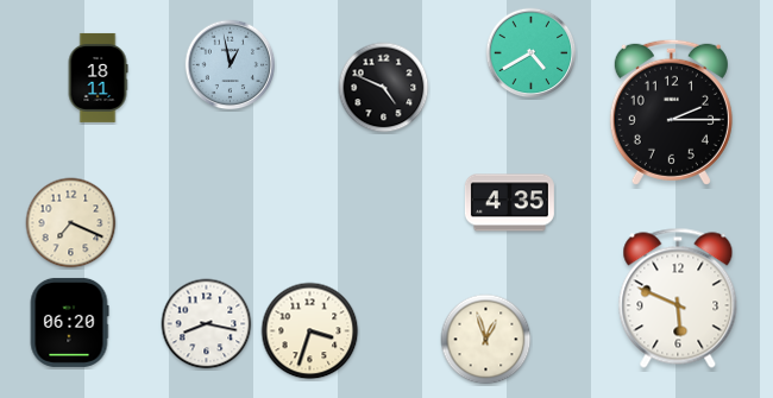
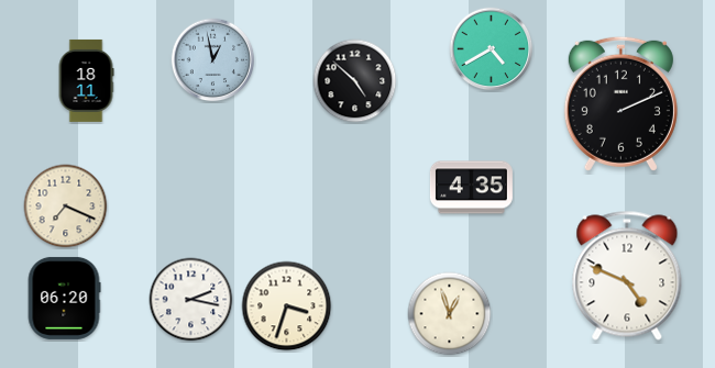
clock at (98, 77) position: (98, 77) -> (86, 80)
clock at (384, 88): 4:49 -> 4:52
clock at (671, 112): 2:15 -> 2:11
clock at (678, 298): 5:49 -> 4:49
clock at (207, 324): 8:17 -> 2:17
